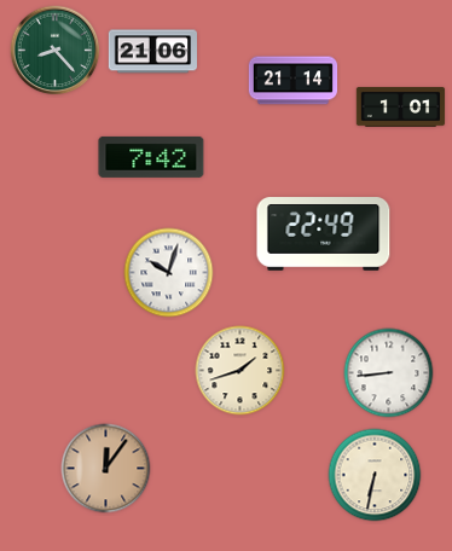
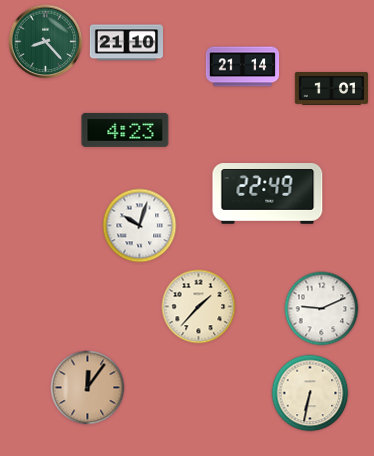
clock at (152, 52): 21:06 -> 21:10
clock at (151, 157): 7:42 -> 4:23
clock at (241, 371): 1:42 -> 1:37
clock at (389, 373): 8:44 -> 9:11
